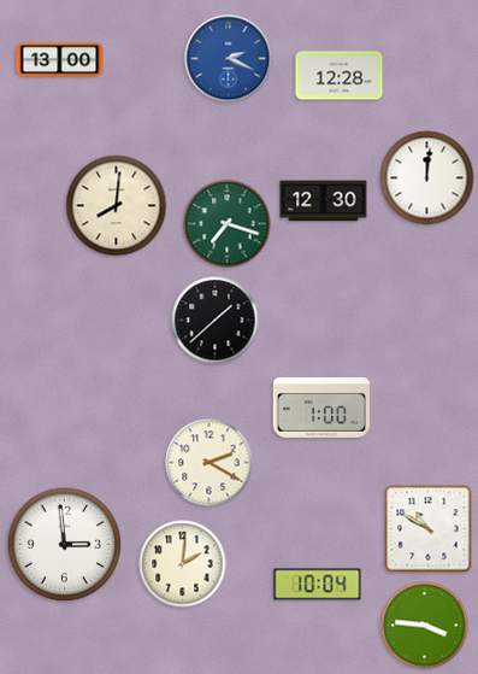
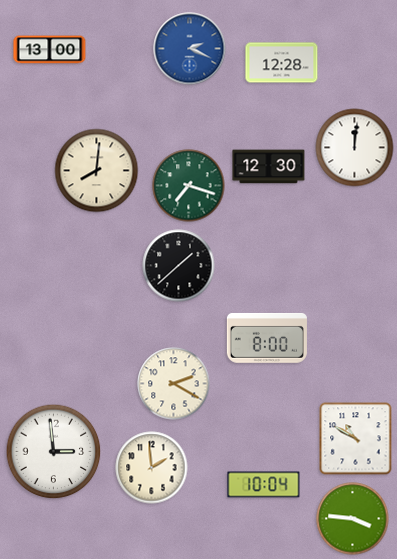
clock at (321, 408): 1:00 -> 8:00
clock at (183, 564): 2:01 -> 1:59
